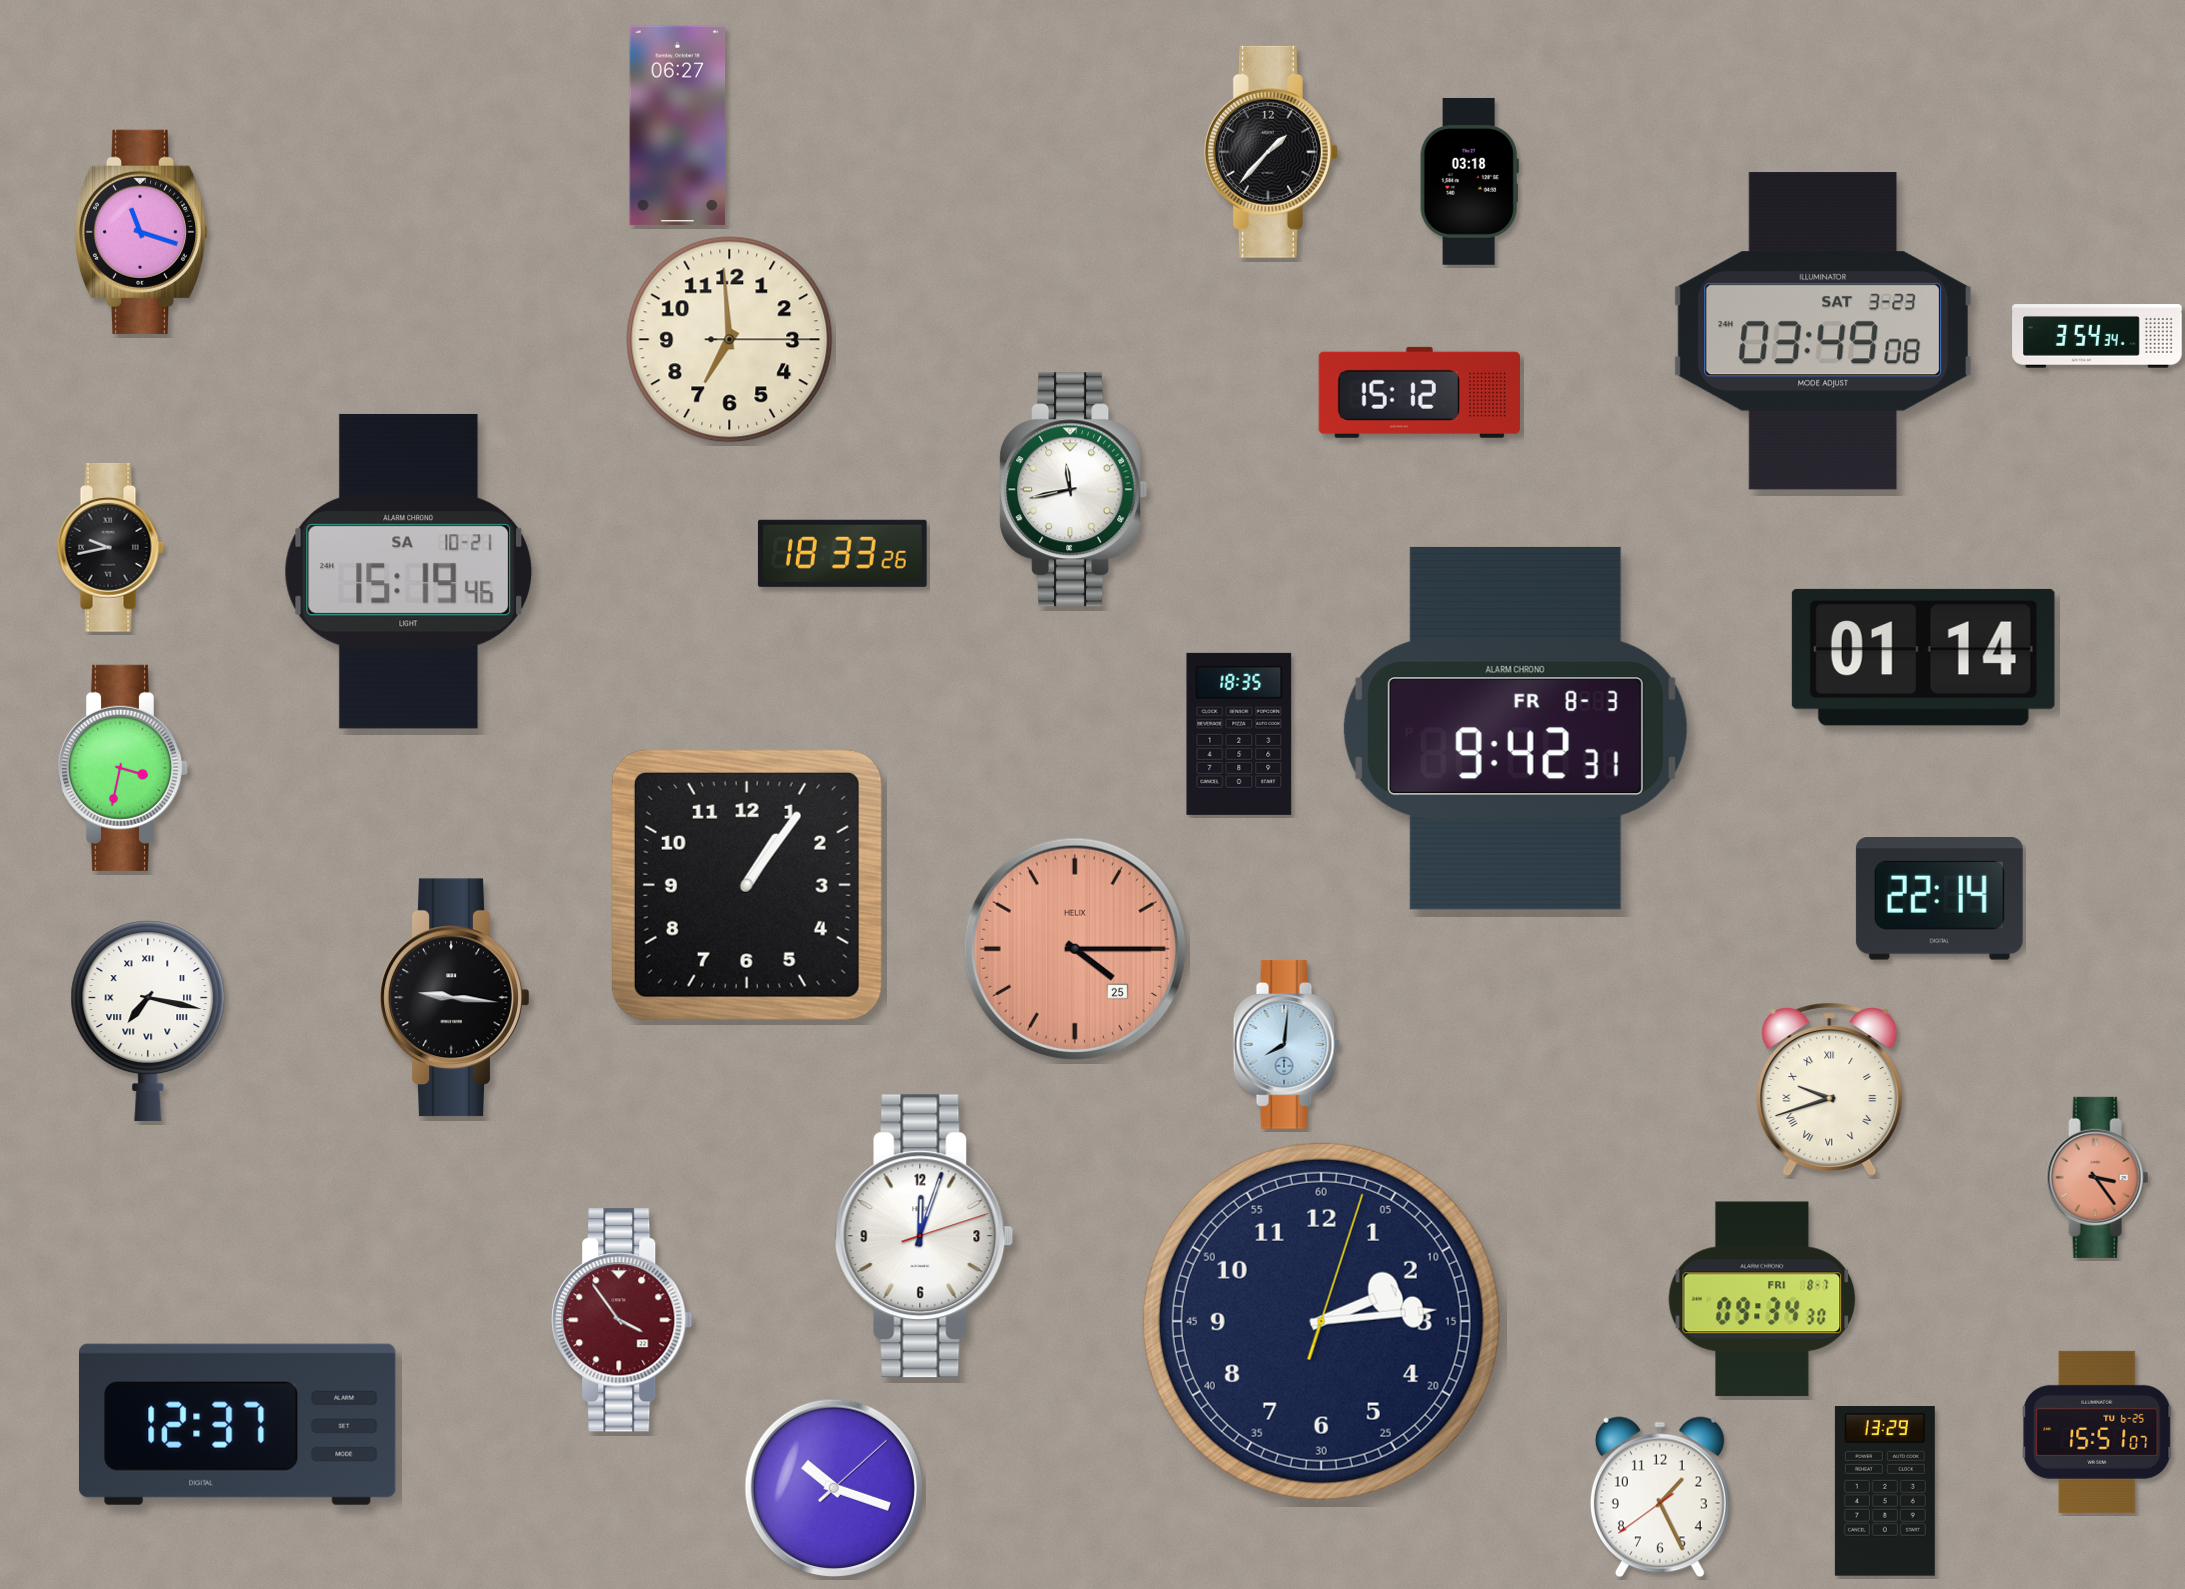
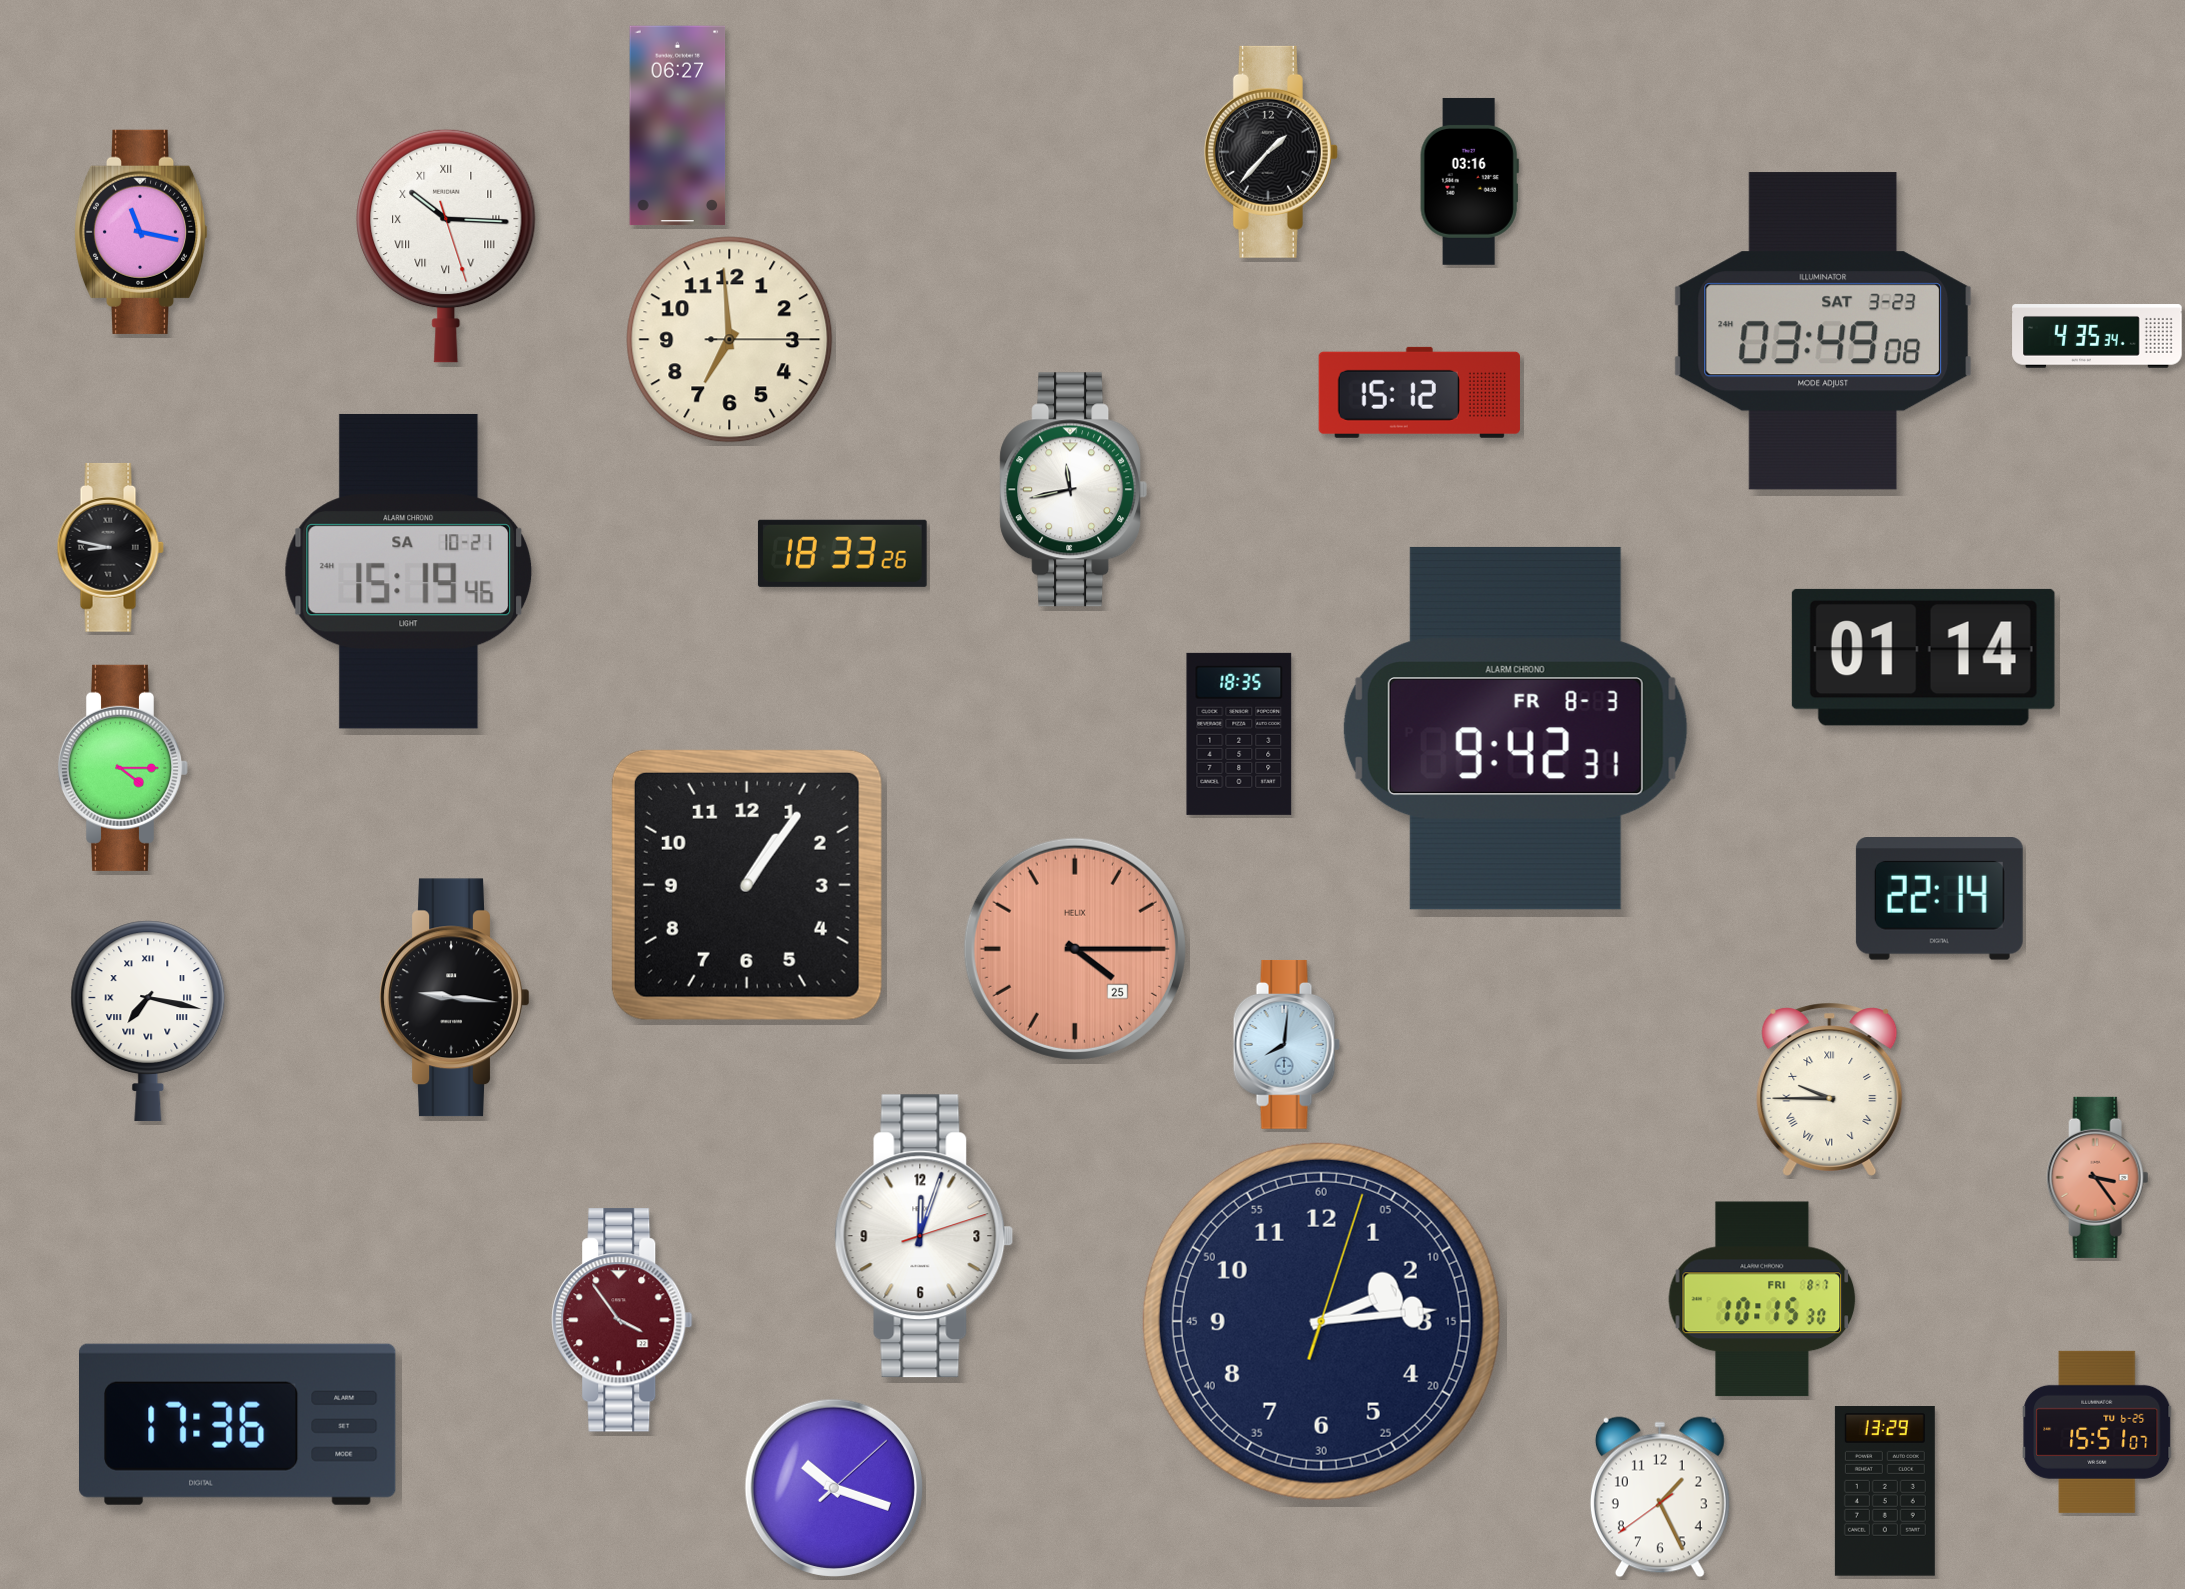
clock at (1469, 181): 03:18 -> 03:16
clock at (141, 232): 11:18 -> 11:17
clock at (446, 246): none -> 10:15
clock at (2097, 336): 3:54 -> 4:35
clock at (110, 547): 9:43 -> 8:47
clock at (122, 768): 3:32 -> 4:15
clock at (1830, 1089): 9:42 -> 9:45
clock at (1762, 1299): 09:34 -> 10:15
clock at (238, 1424): 12:37 -> 17:36
